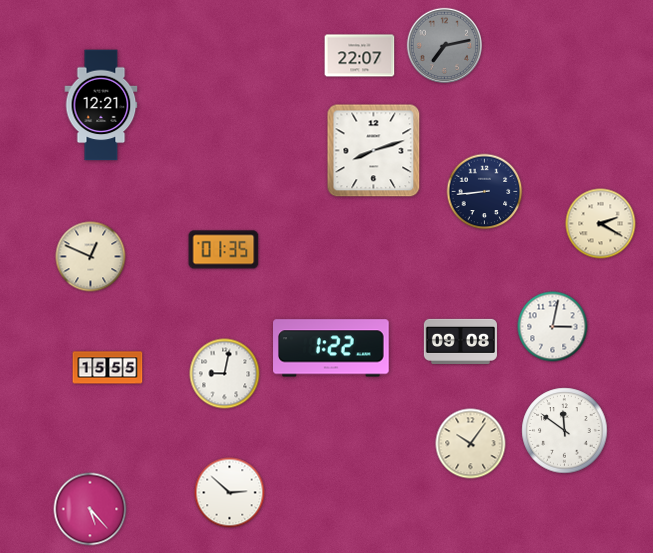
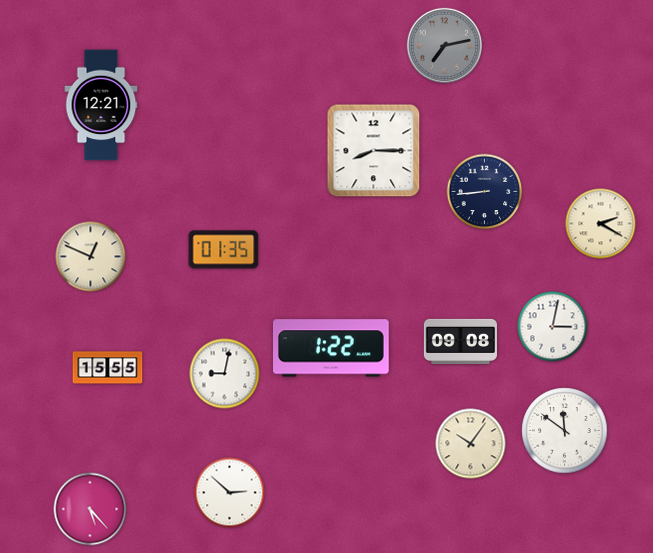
clock at (360, 56): 22:07 -> none
clock at (374, 151): 8:12 -> 8:15
